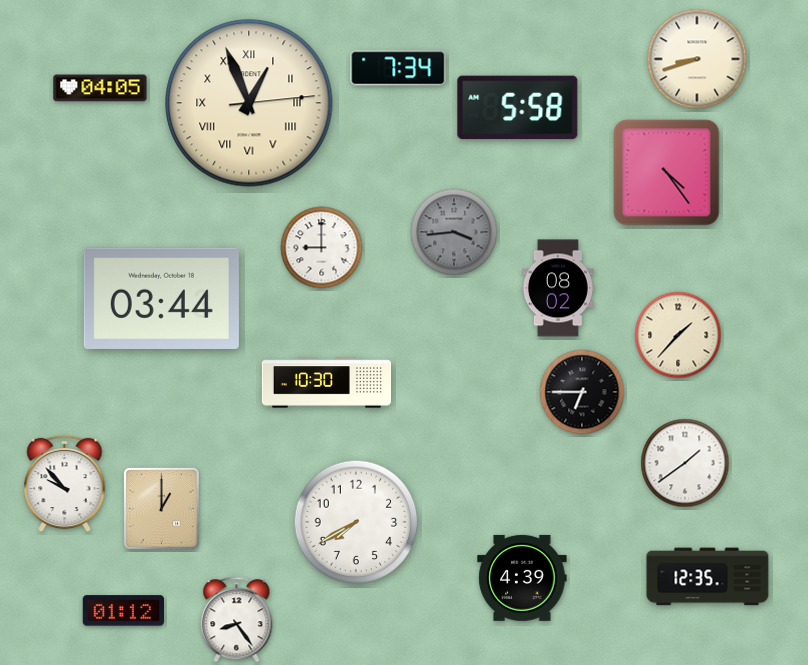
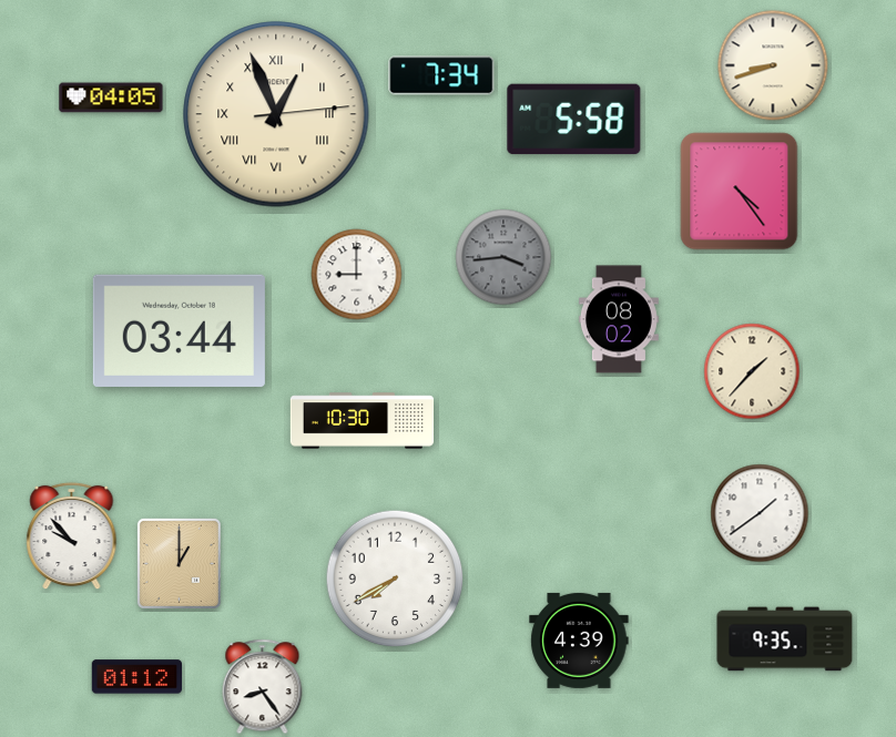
clock at (327, 383) position: (327, 383) -> (363, 421)
clock at (582, 392): 6:45 -> none
clock at (708, 577): 12:35 -> 9:35
